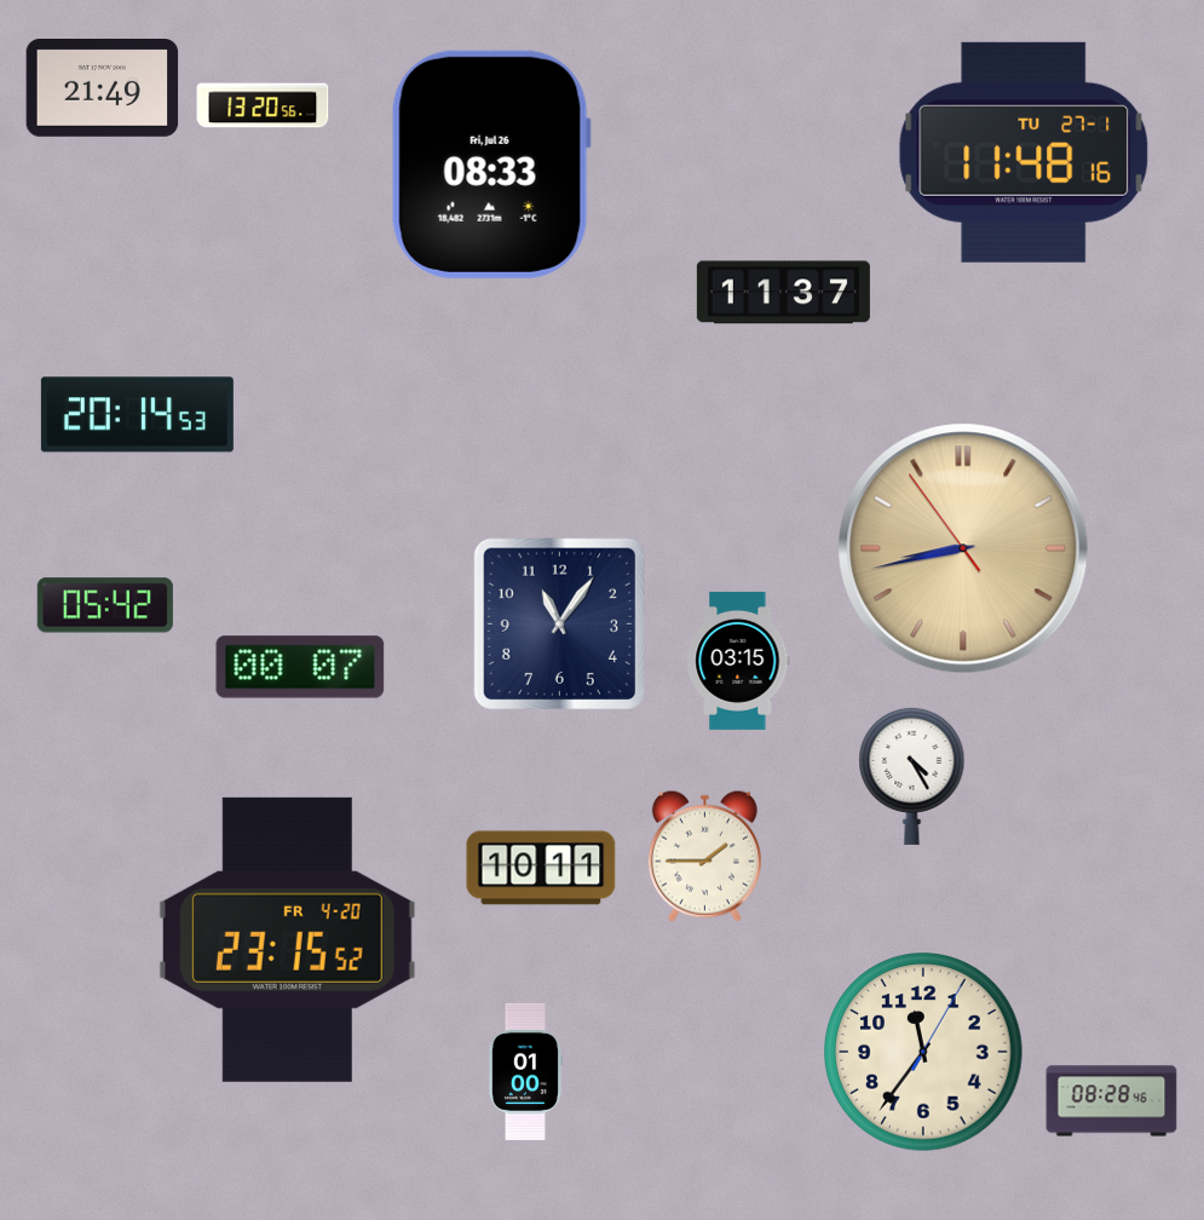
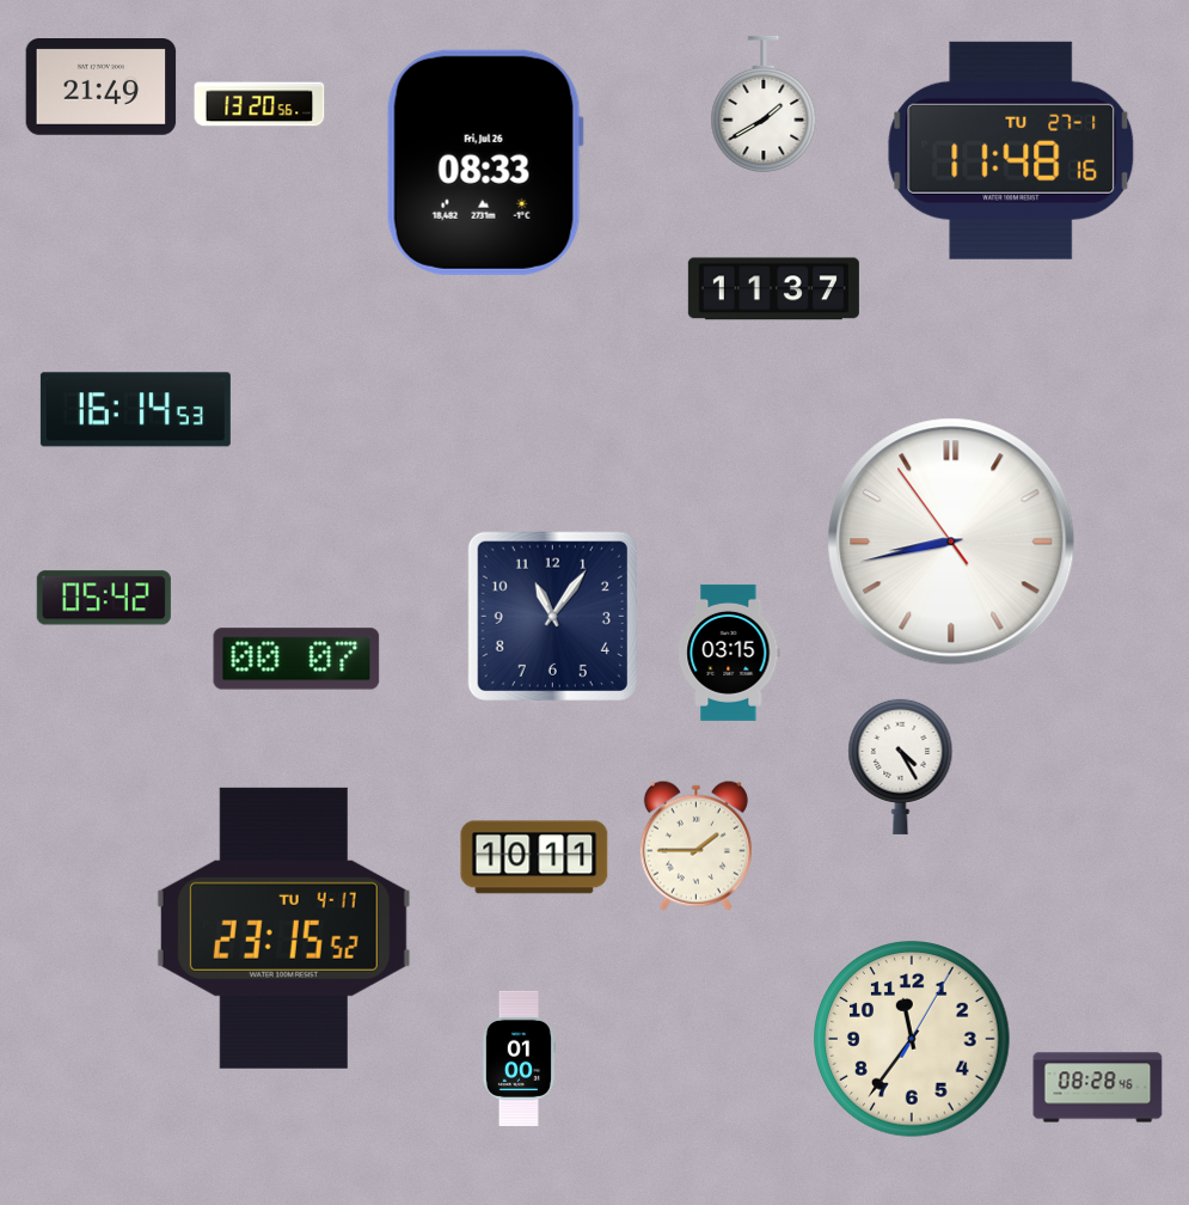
clock at (764, 104): none -> 1:40
clock at (137, 415): 20:14 -> 16:14
clock at (963, 548) dial: champagne -> white
clock at (287, 939) date: FR 4-20 -> TU 4-17
